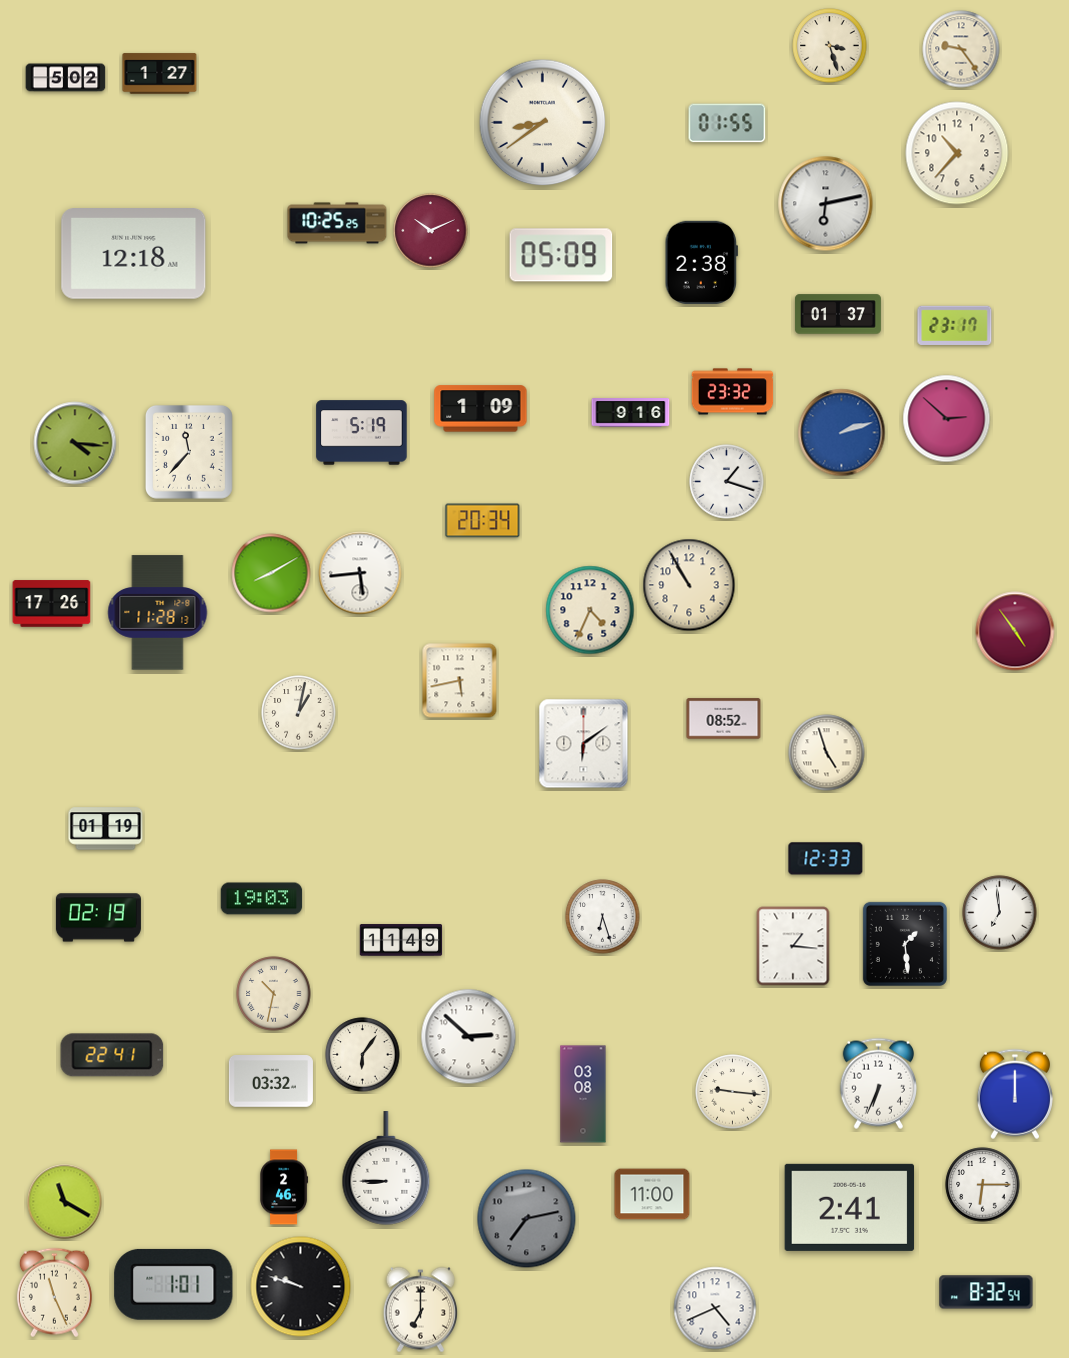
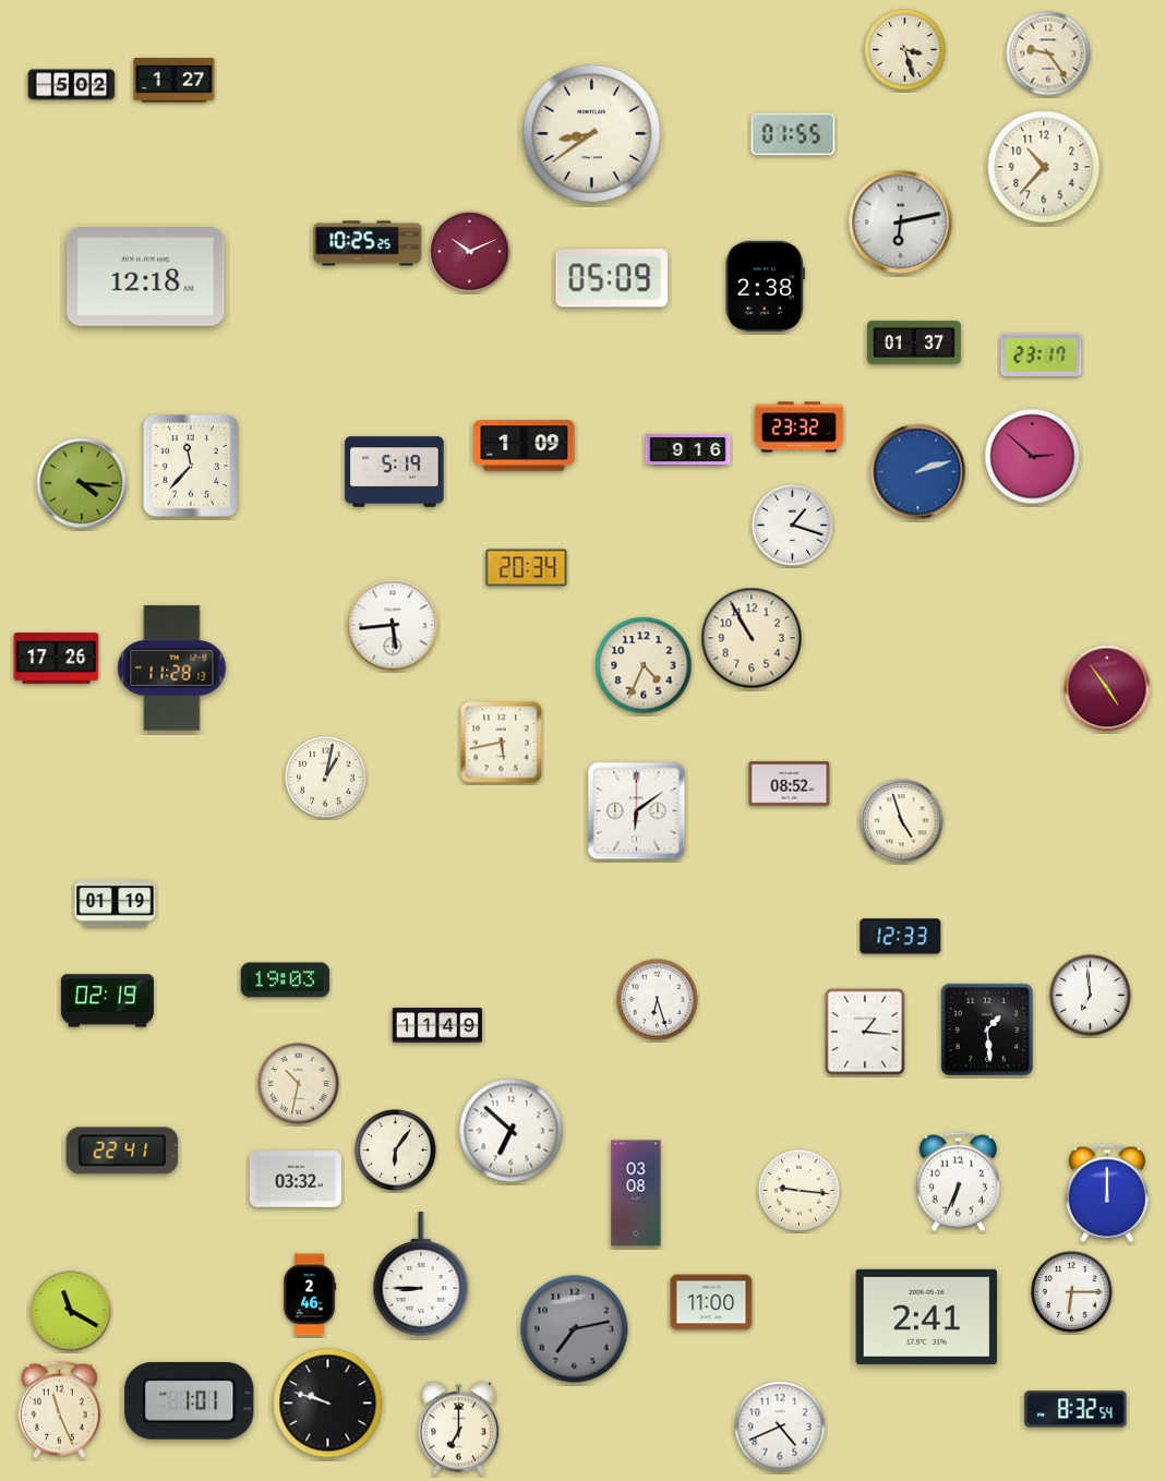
clock at (189, 453) position: (189, 453) -> (191, 467)
clock at (271, 573): 8:10 -> none
clock at (469, 1037): 2:52 -> 6:52
